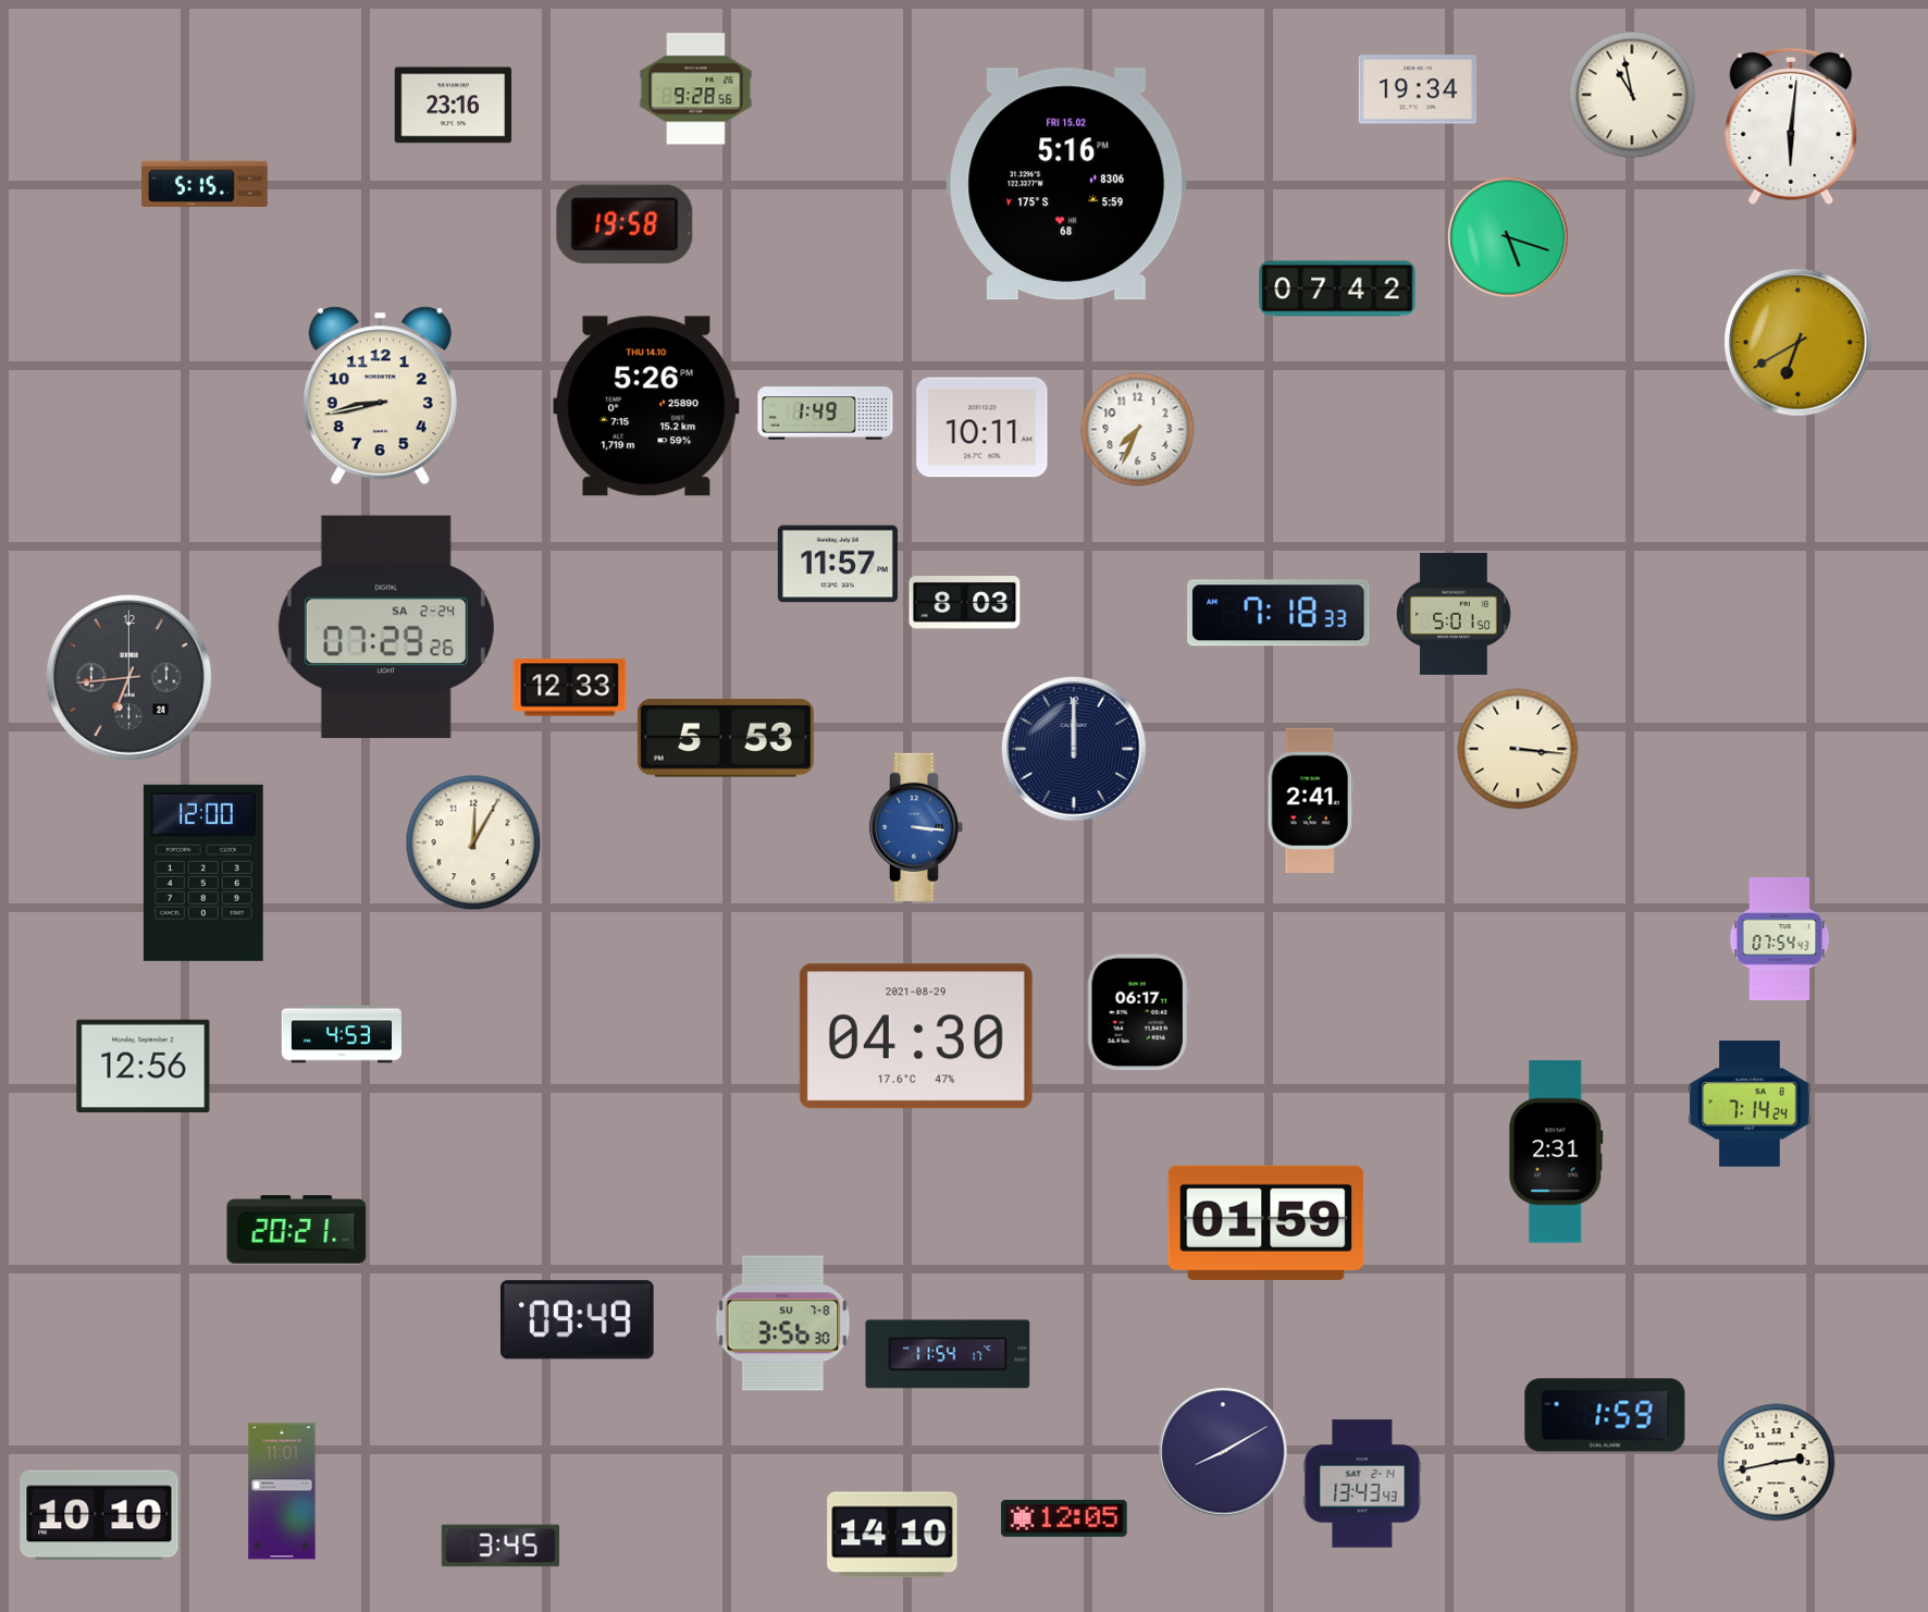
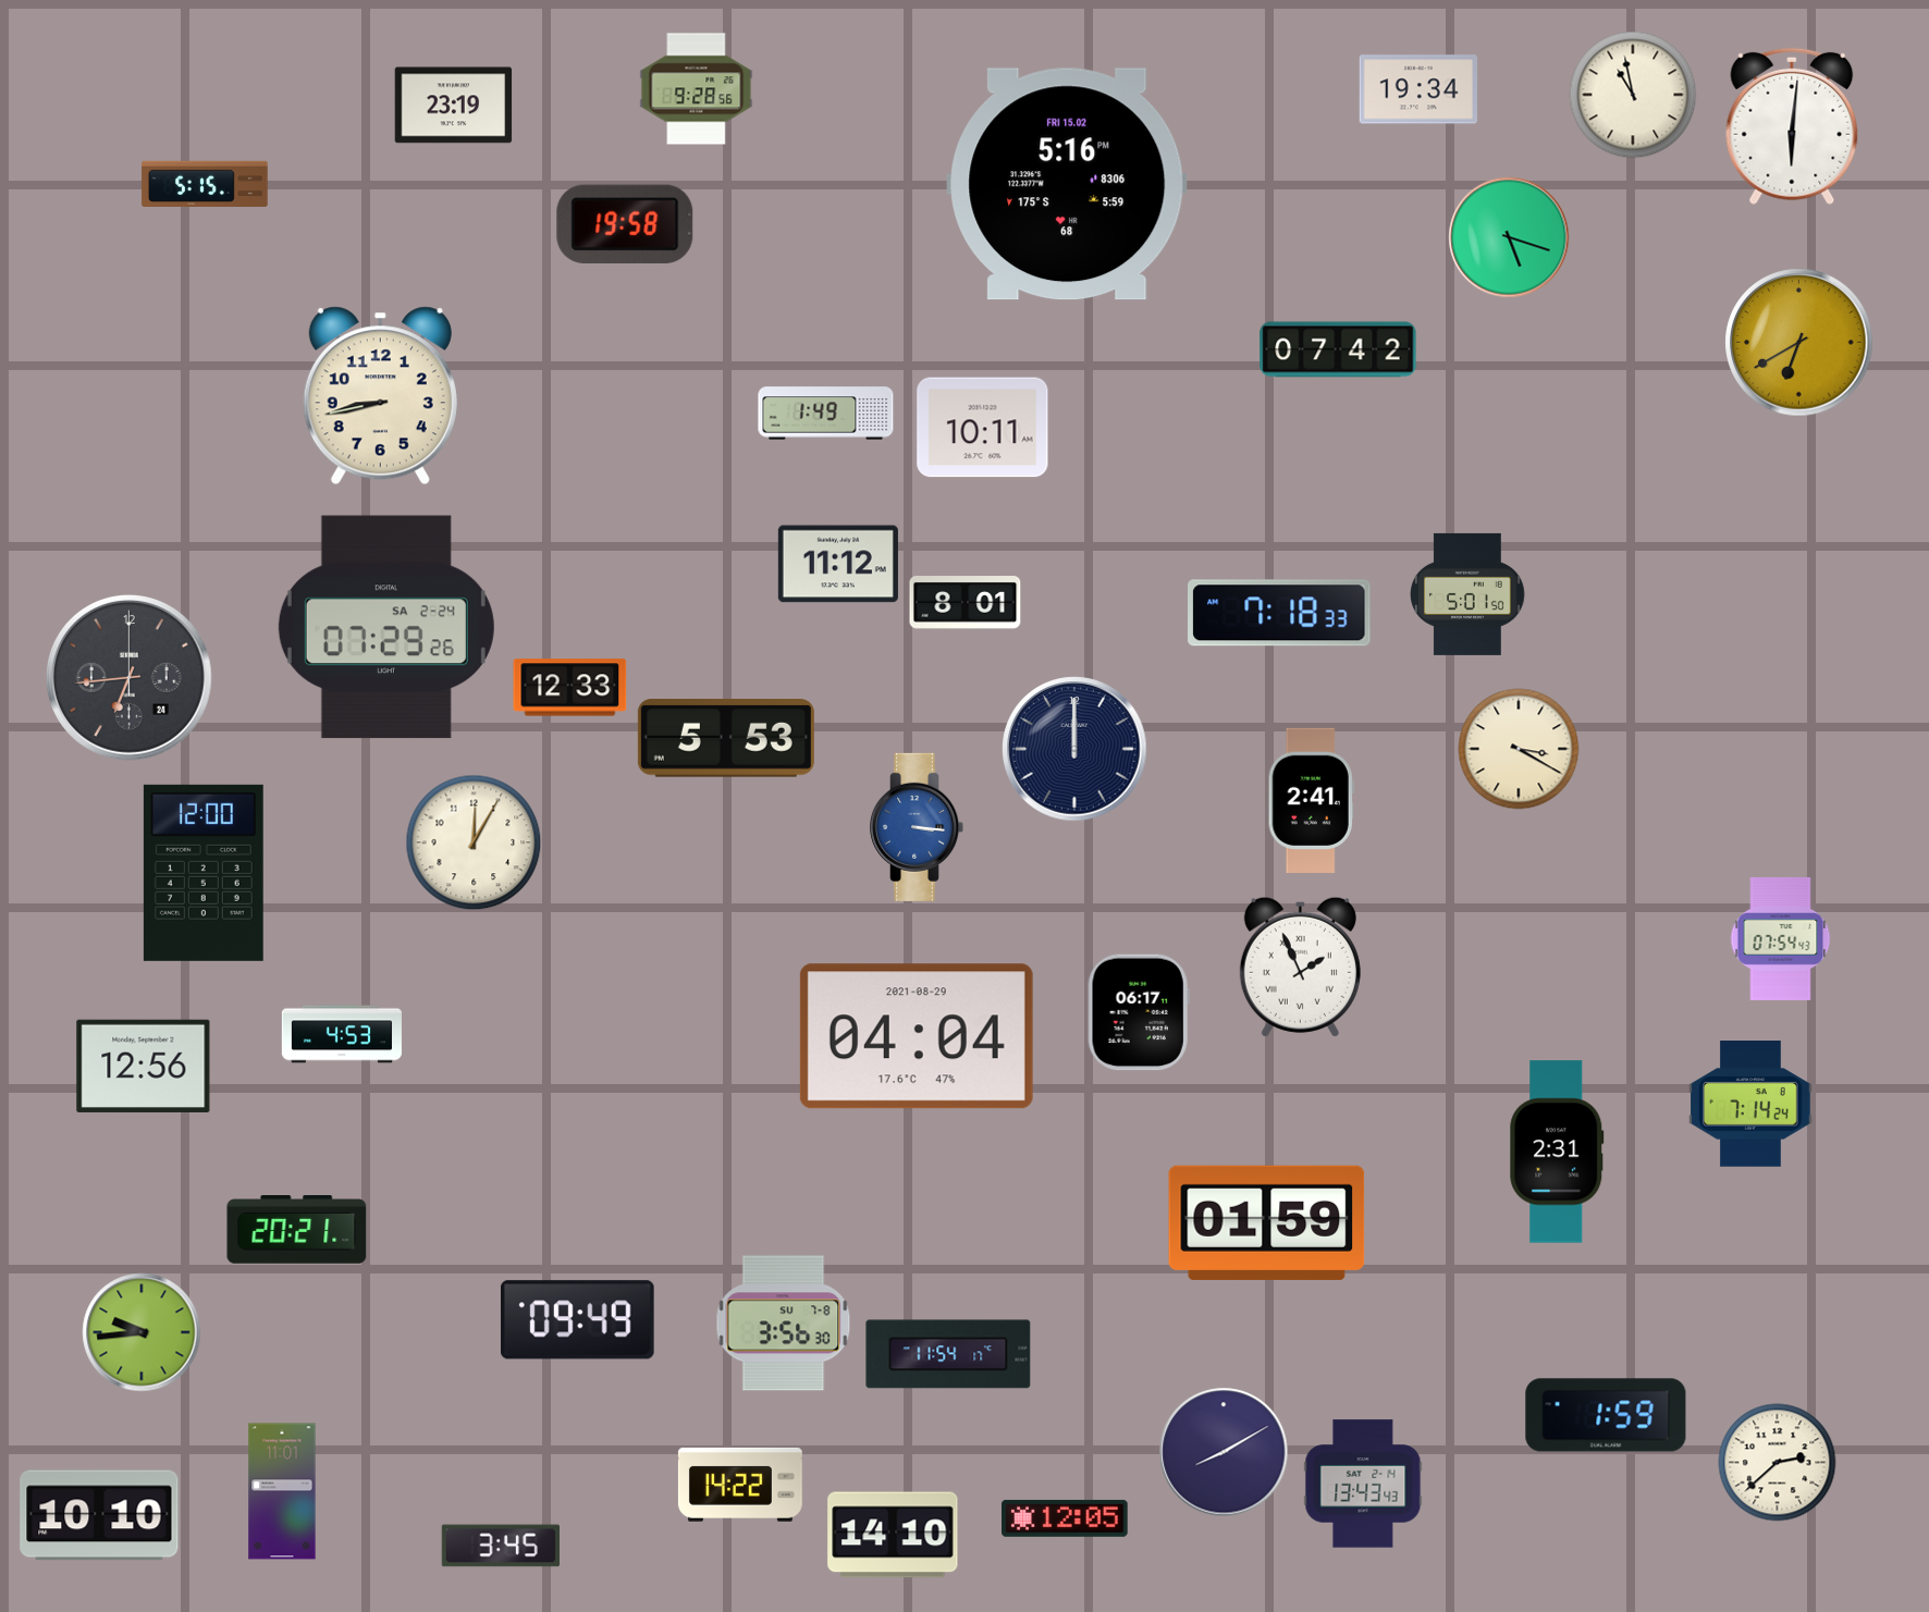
clock at (454, 106): 23:16 -> 23:19
clock at (1337, 288) position: (1337, 288) -> (1338, 349)
clock at (646, 406): 5:26 -> none
clock at (1138, 430): 7:34 -> none
clock at (838, 564): 11:57 -> 11:12
clock at (965, 603): 8:03 -> 8:01
clock at (1455, 614) position: (1455, 614) -> (1469, 594)
clock at (1518, 749): 3:16 -> 3:20
clock at (1300, 967): none -> 1:56
clock at (916, 1036): 04:30 -> 04:04
clock at (142, 1332): none -> 9:44
clock at (1777, 1463): 2:43 -> 2:38
clock at (740, 1485): none -> 14:22
